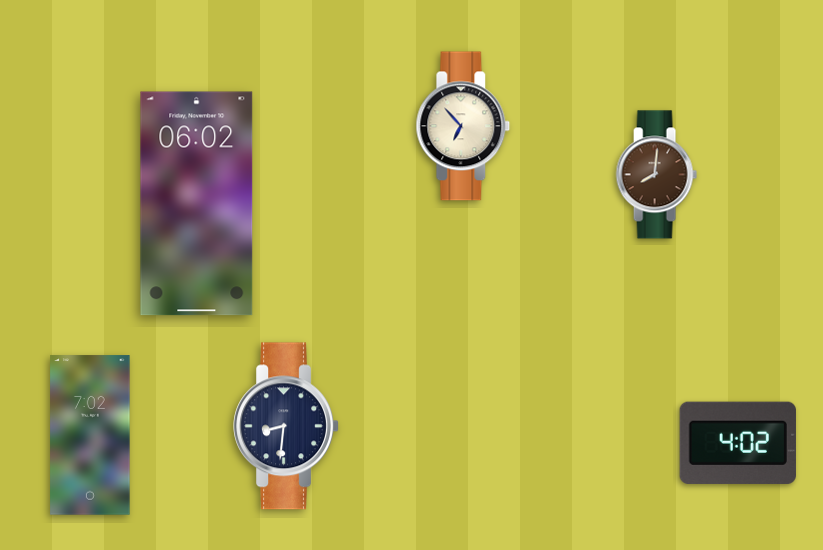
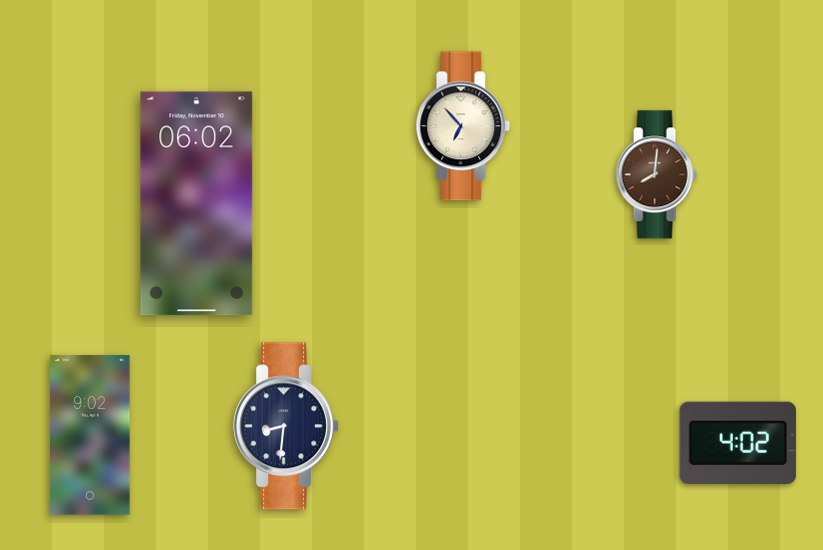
clock at (90, 435): 7:02 -> 9:02
